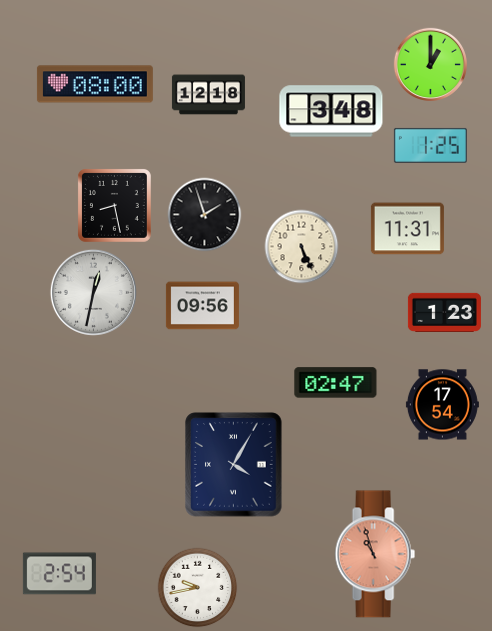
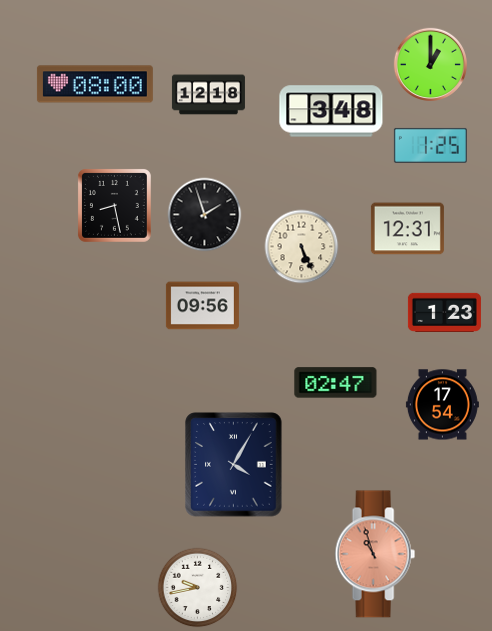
clock at (407, 229): 11:31 -> 12:31
clock at (93, 292): 12:32 -> none
clock at (59, 574): 2:54 -> none
